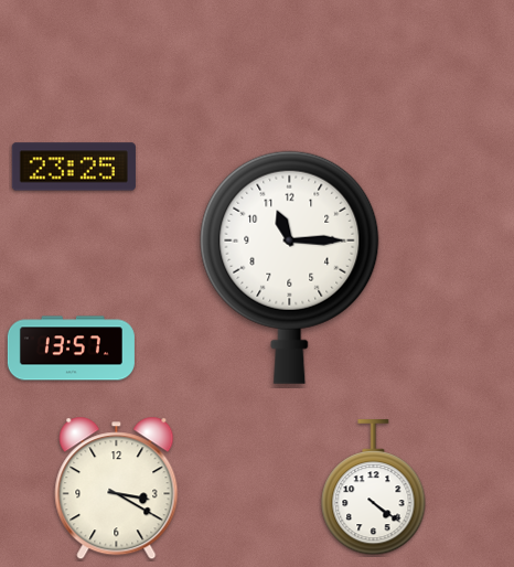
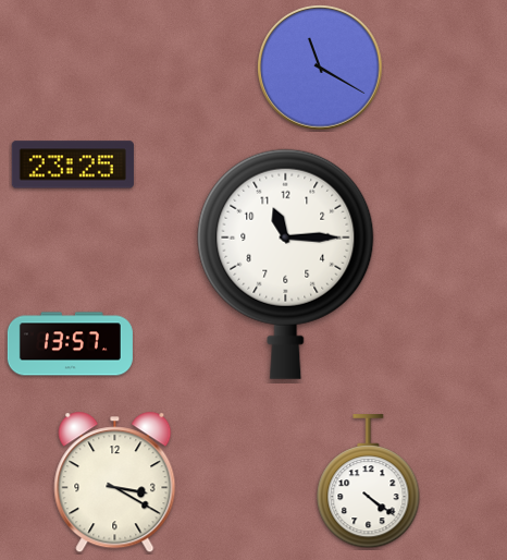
clock at (321, 69): none -> 11:20
